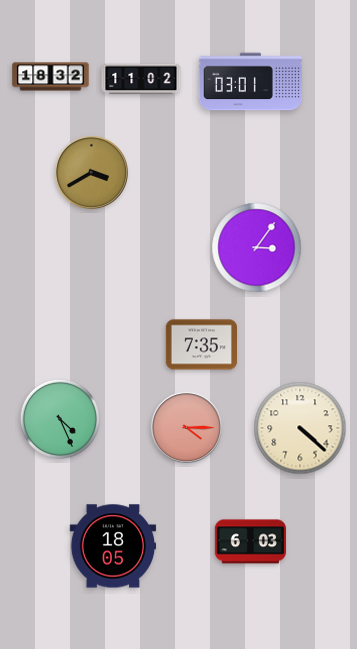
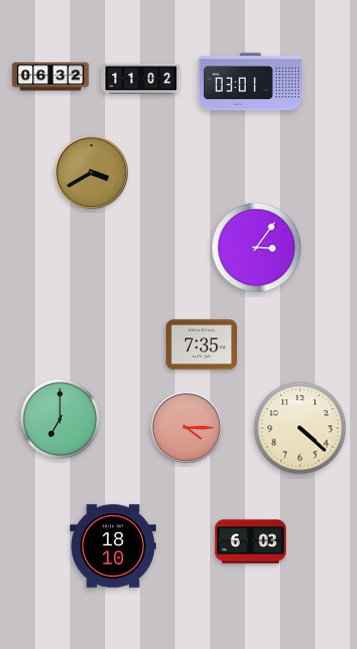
clock at (51, 77): 18:32 -> 06:32
clock at (60, 419): 4:26 -> 7:00
clock at (113, 546): 18:05 -> 18:10
